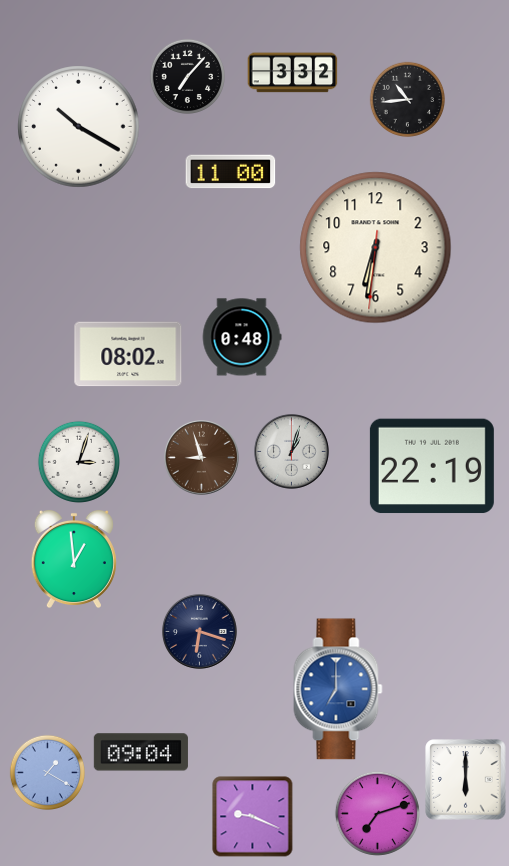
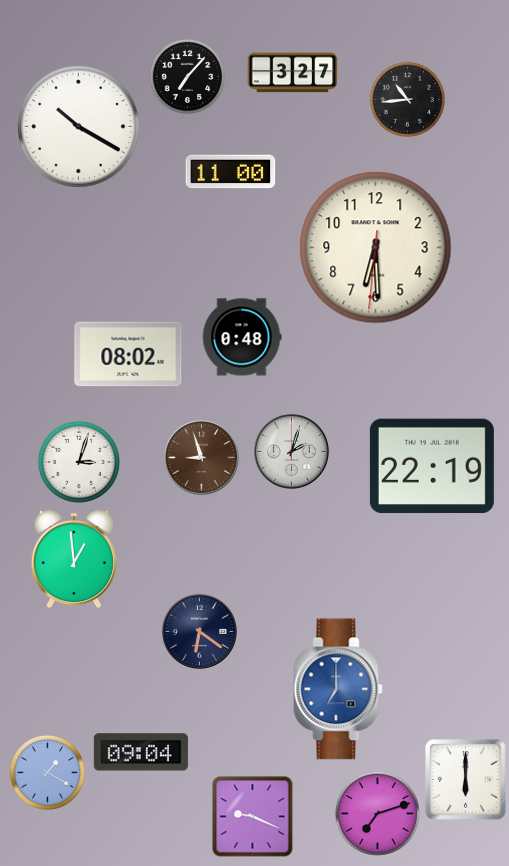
clock at (293, 73): 3:32 -> 3:27
clock at (376, 248): 6:31 -> 6:29
clock at (292, 452): 1:03 -> 2:03
clock at (200, 632): 6:18 -> 6:21
